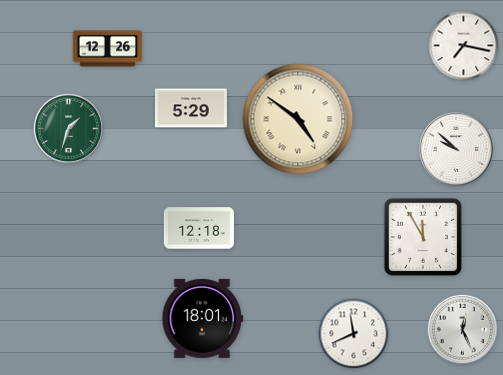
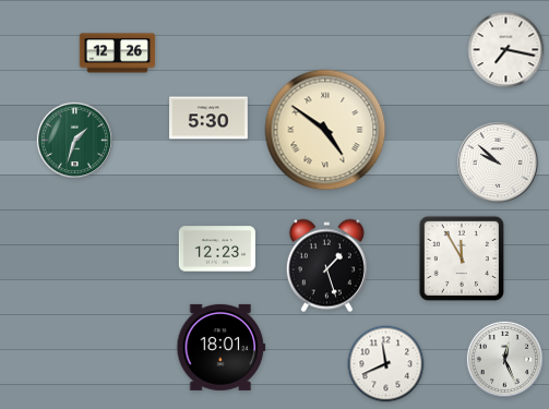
clock at (192, 108): 5:29 -> 5:30
clock at (199, 228): 12:18 -> 12:23
clock at (326, 266): none -> 1:27
